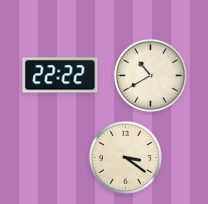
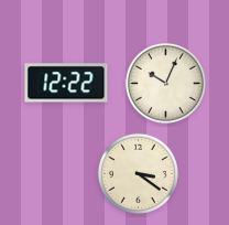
clock at (60, 75): 22:22 -> 12:22
clock at (150, 75): 10:40 -> 10:04
